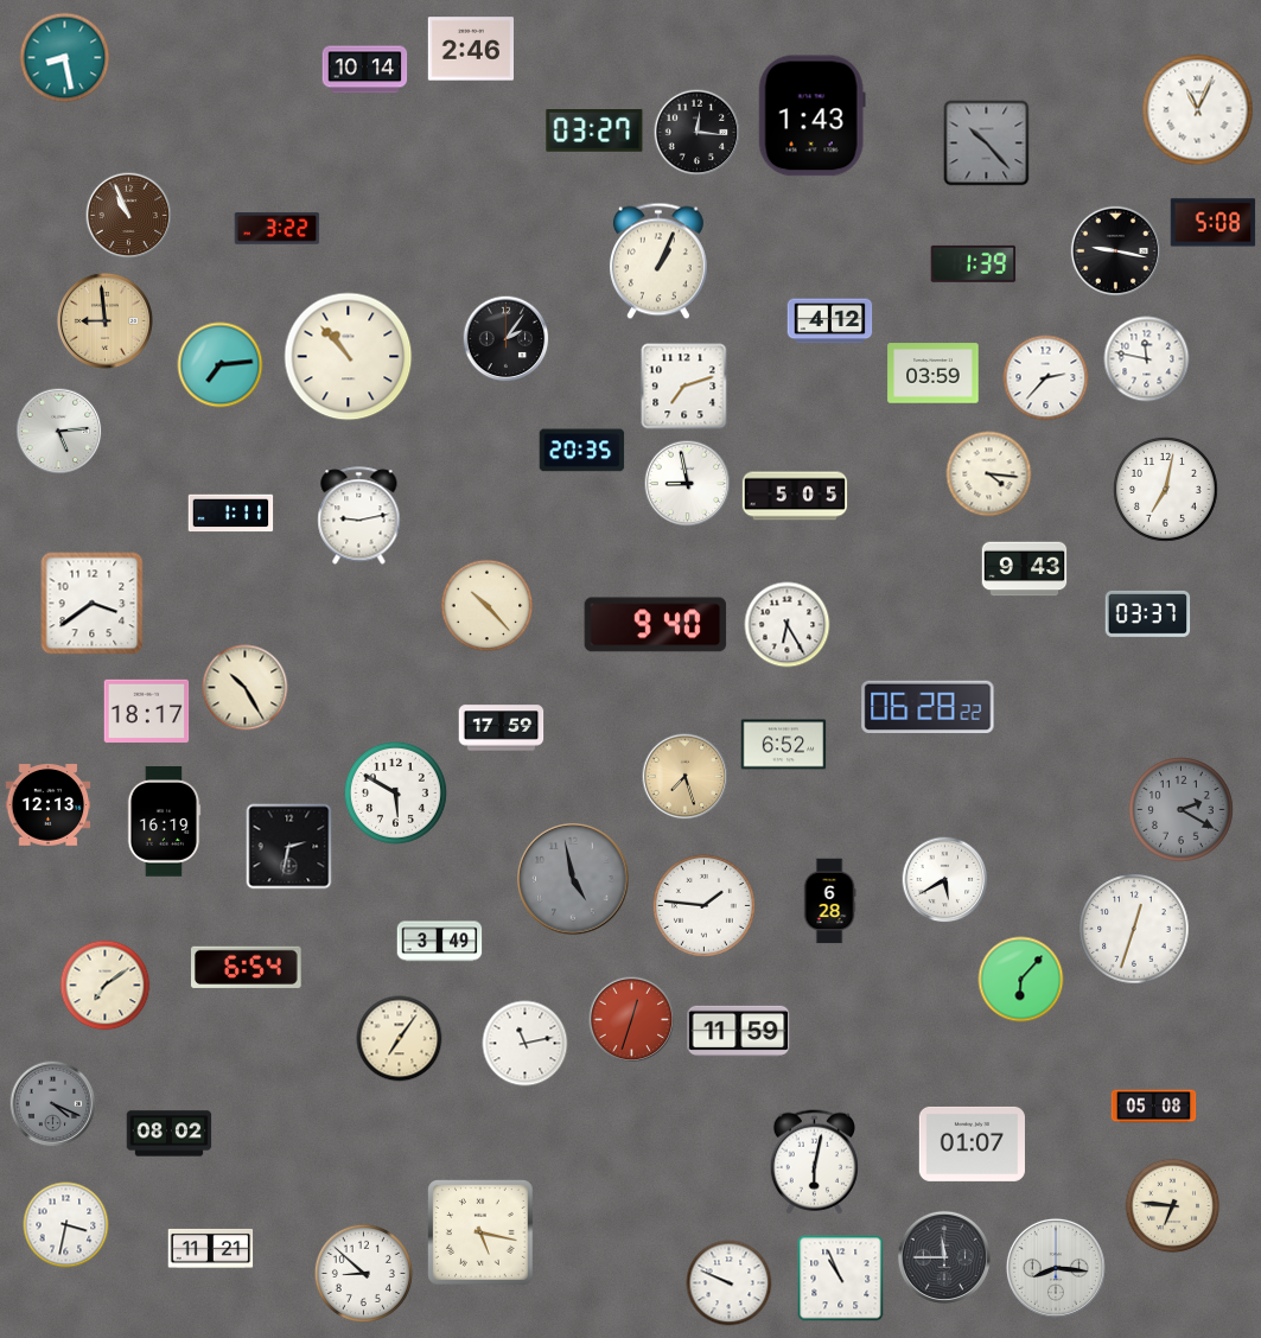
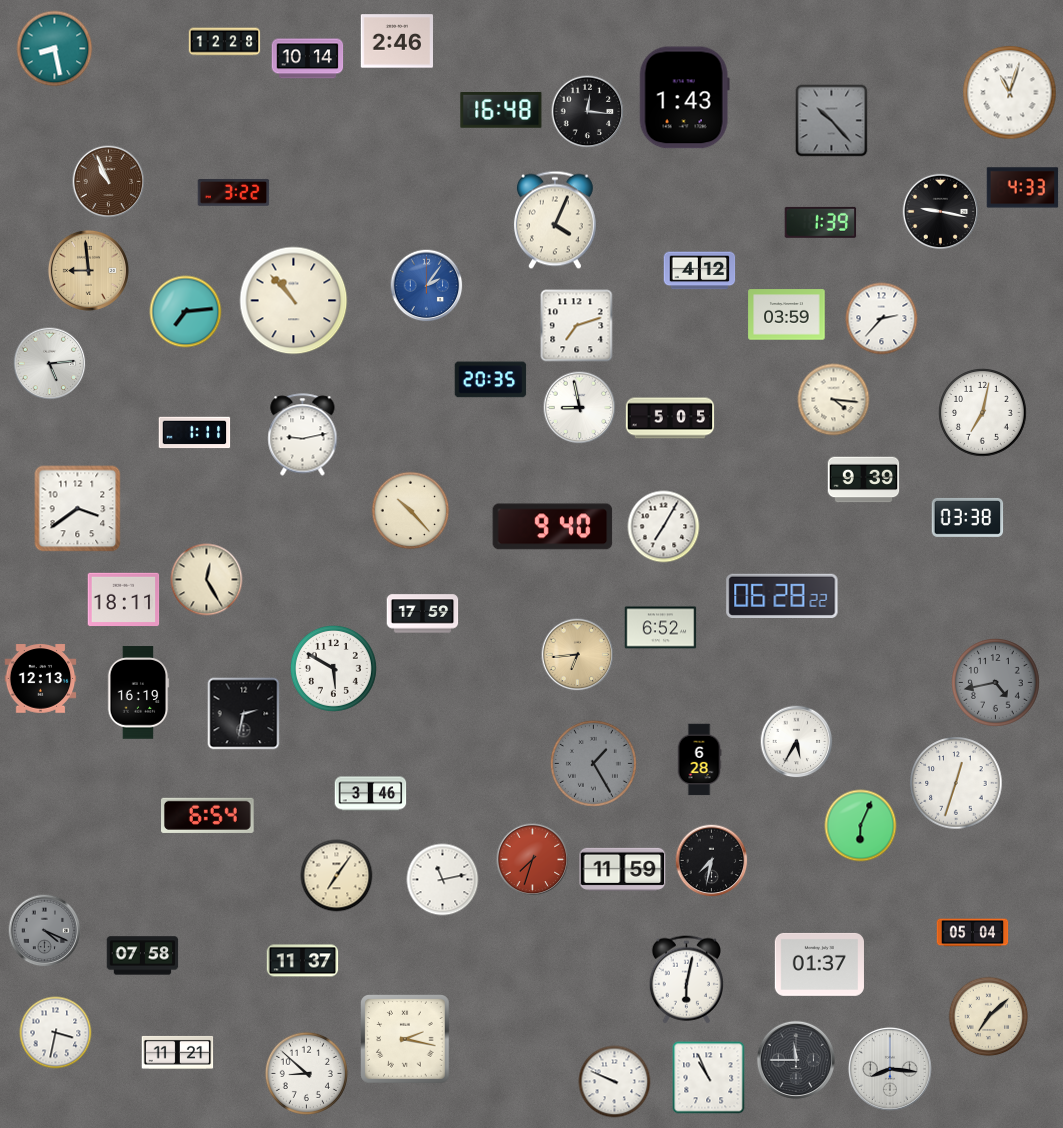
clock at (225, 42): none -> 12:28
clock at (1198, 110): 11:04 -> 11:03
clock at (594, 132): 03:27 -> 16:48
clock at (1214, 223): 5:08 -> 4:33
clock at (658, 261): 1:04 -> 4:04
clock at (507, 339) dial: black -> blue
clock at (1147, 359): 11:47 -> none
clock at (221, 365) position: (221, 365) -> (186, 312)
clock at (1025, 569): 9:43 -> 9:39
clock at (1148, 613): 03:37 -> 03:38
clock at (788, 625): 6:25 -> 7:05
clock at (246, 688): 10:25 -> 12:25
clock at (147, 712): 18:17 -> 18:11
clock at (686, 777): 7:27 -> 6:44
clock at (1182, 810): 2:20 -> 4:43
clock at (573, 879): 4:58 -> none
clock at (945, 880): 5:40 -> 5:35
clock at (703, 905): 1:46 -> 1:25
clock at (703, 905) dial: white -> grey
clock at (440, 942): 3:49 -> 3:46
clock at (1021, 980): 6:07 -> 6:04
clock at (106, 986): 7:09 -> none
clock at (632, 1020): 12:33 -> 7:33
clock at (712, 861): none -> 7:32
clock at (1154, 1107): 05:08 -> 05:04
clock at (170, 1134): 08:02 -> 07:58
clock at (303, 961): none -> 11:37
clock at (972, 1143): 01:07 -> 01:37
clock at (1173, 1206): 6:46 -> 7:08
clock at (482, 1234): 5:17 -> 2:17
